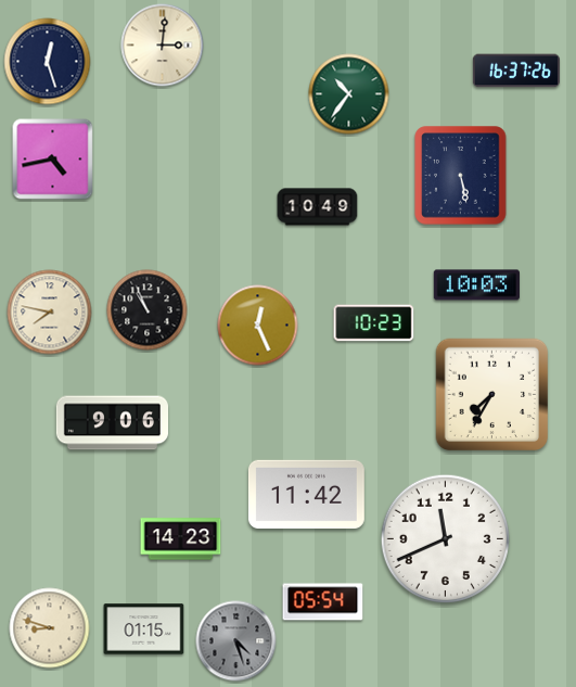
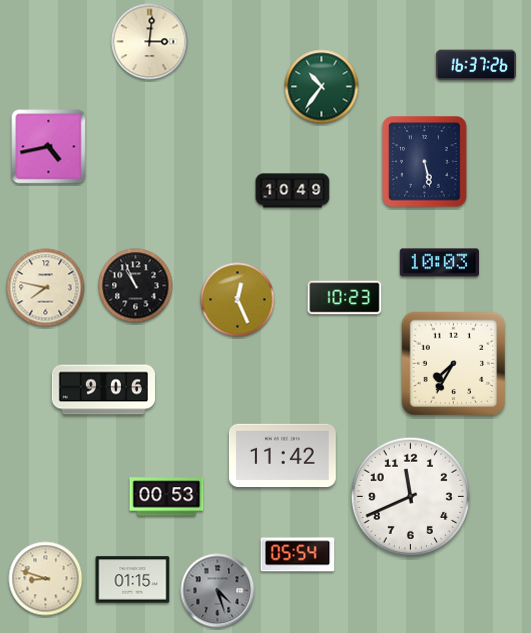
clock at (48, 62): 12:27 -> none
clock at (181, 539): 14:23 -> 00:53
